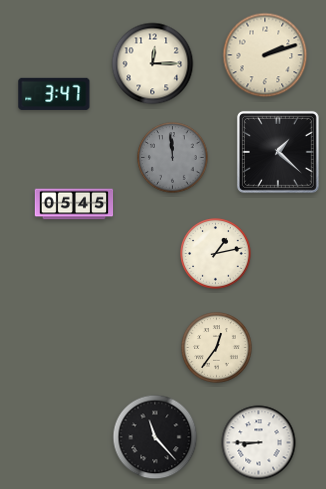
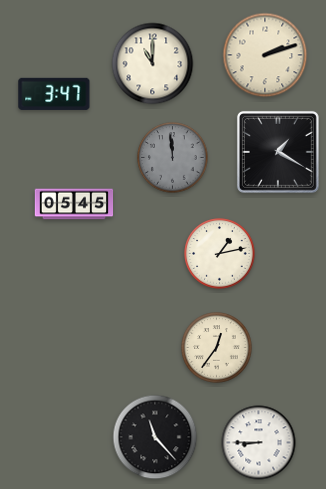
clock at (153, 64): 12:15 -> 11:00
clock at (278, 152): 1:22 -> 1:20
clock at (216, 254) position: (216, 254) -> (220, 254)
